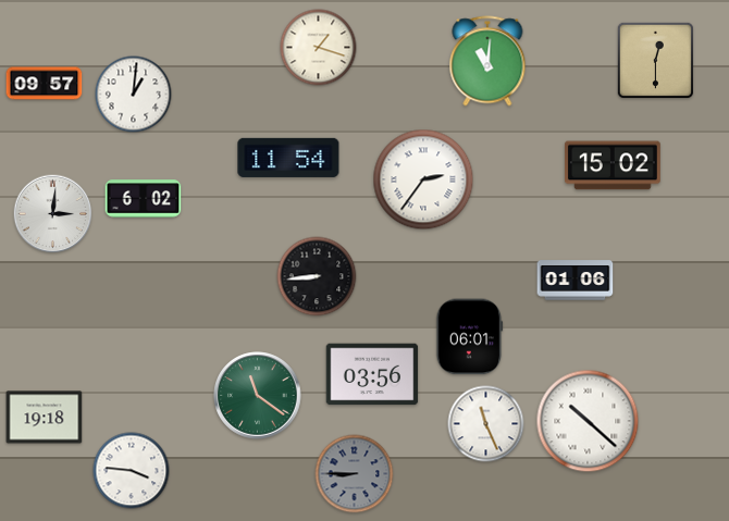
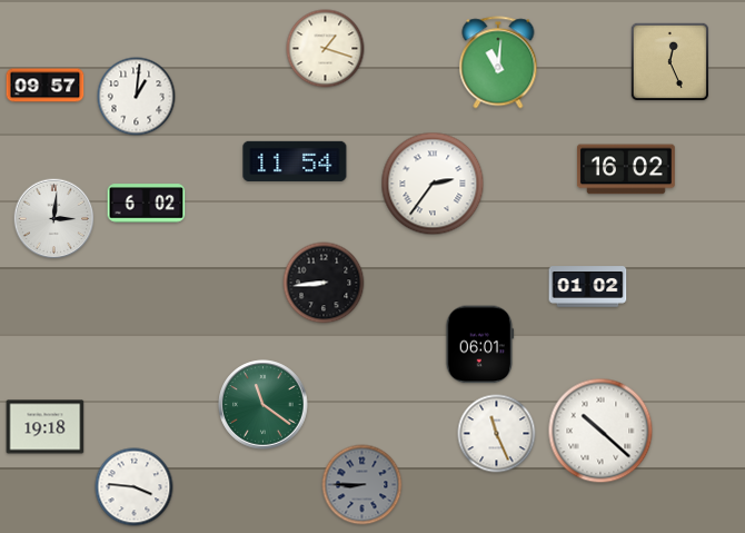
clock at (655, 60): 12:30 -> 12:26
clock at (613, 165): 15:02 -> 16:02
clock at (576, 281): 01:06 -> 01:02
clock at (372, 374): 03:56 -> none
clock at (132, 471) position: (132, 471) -> (135, 487)
